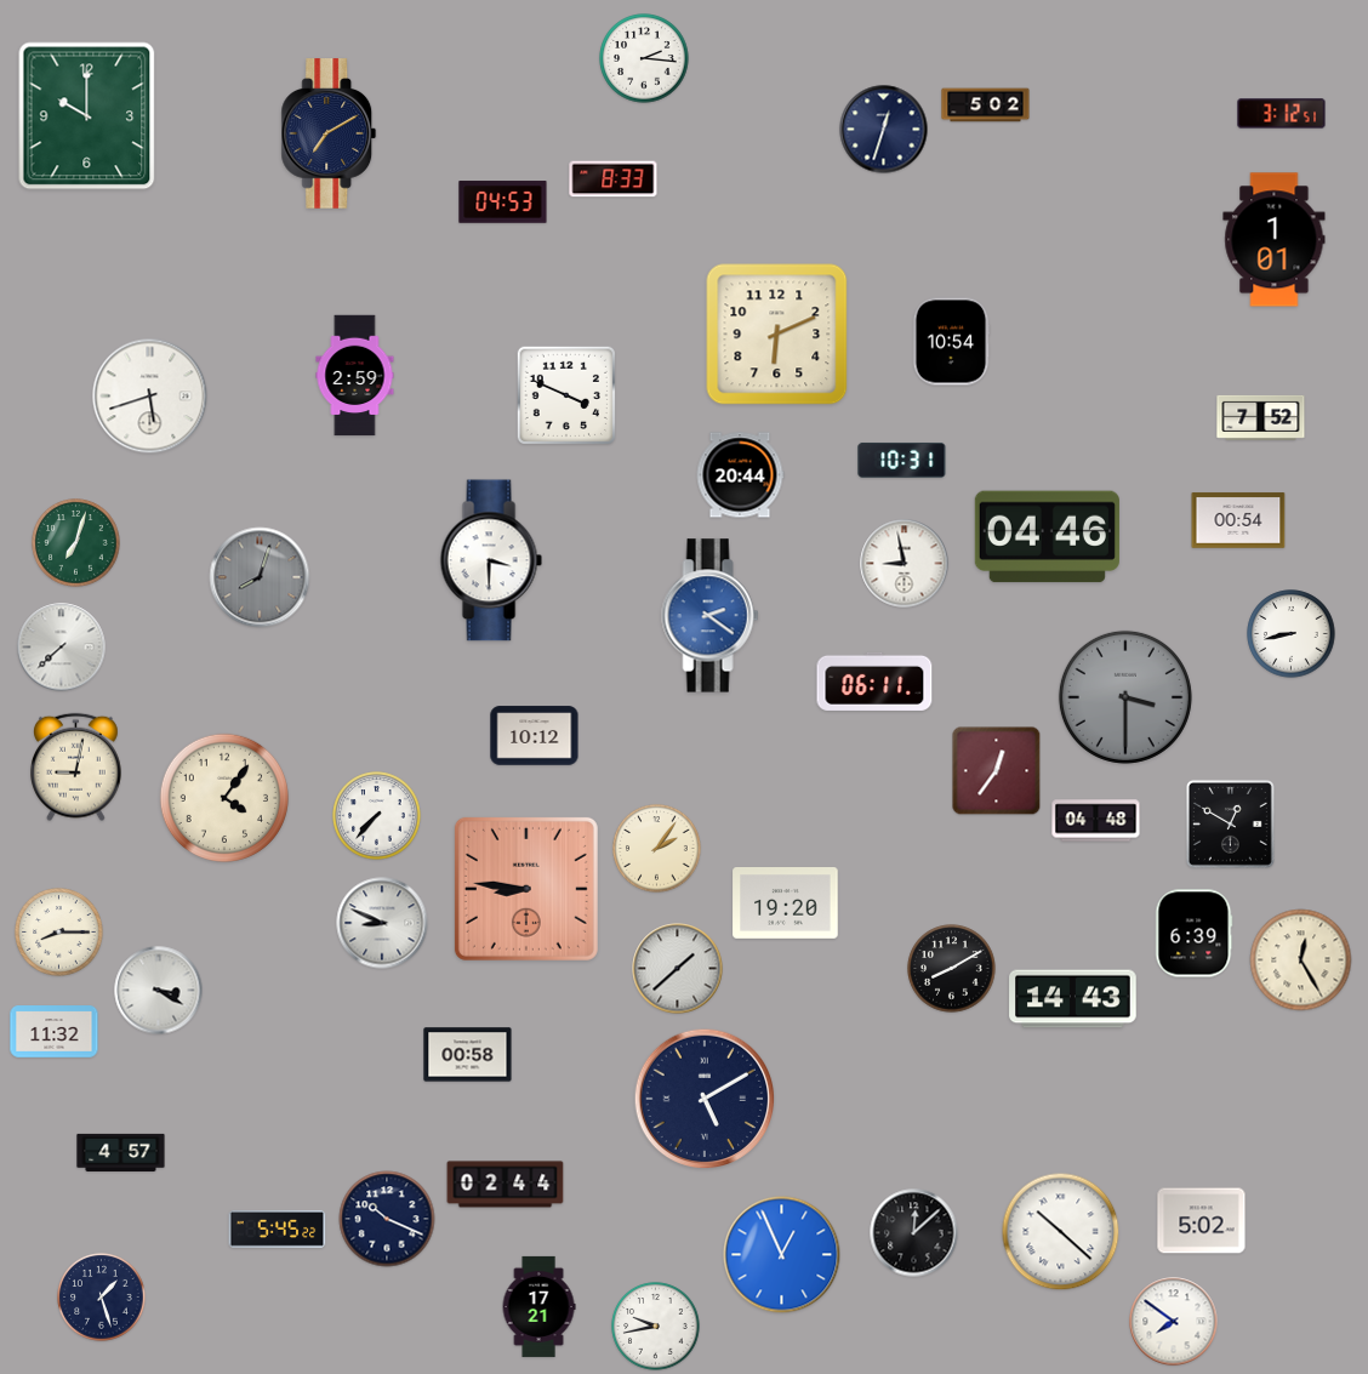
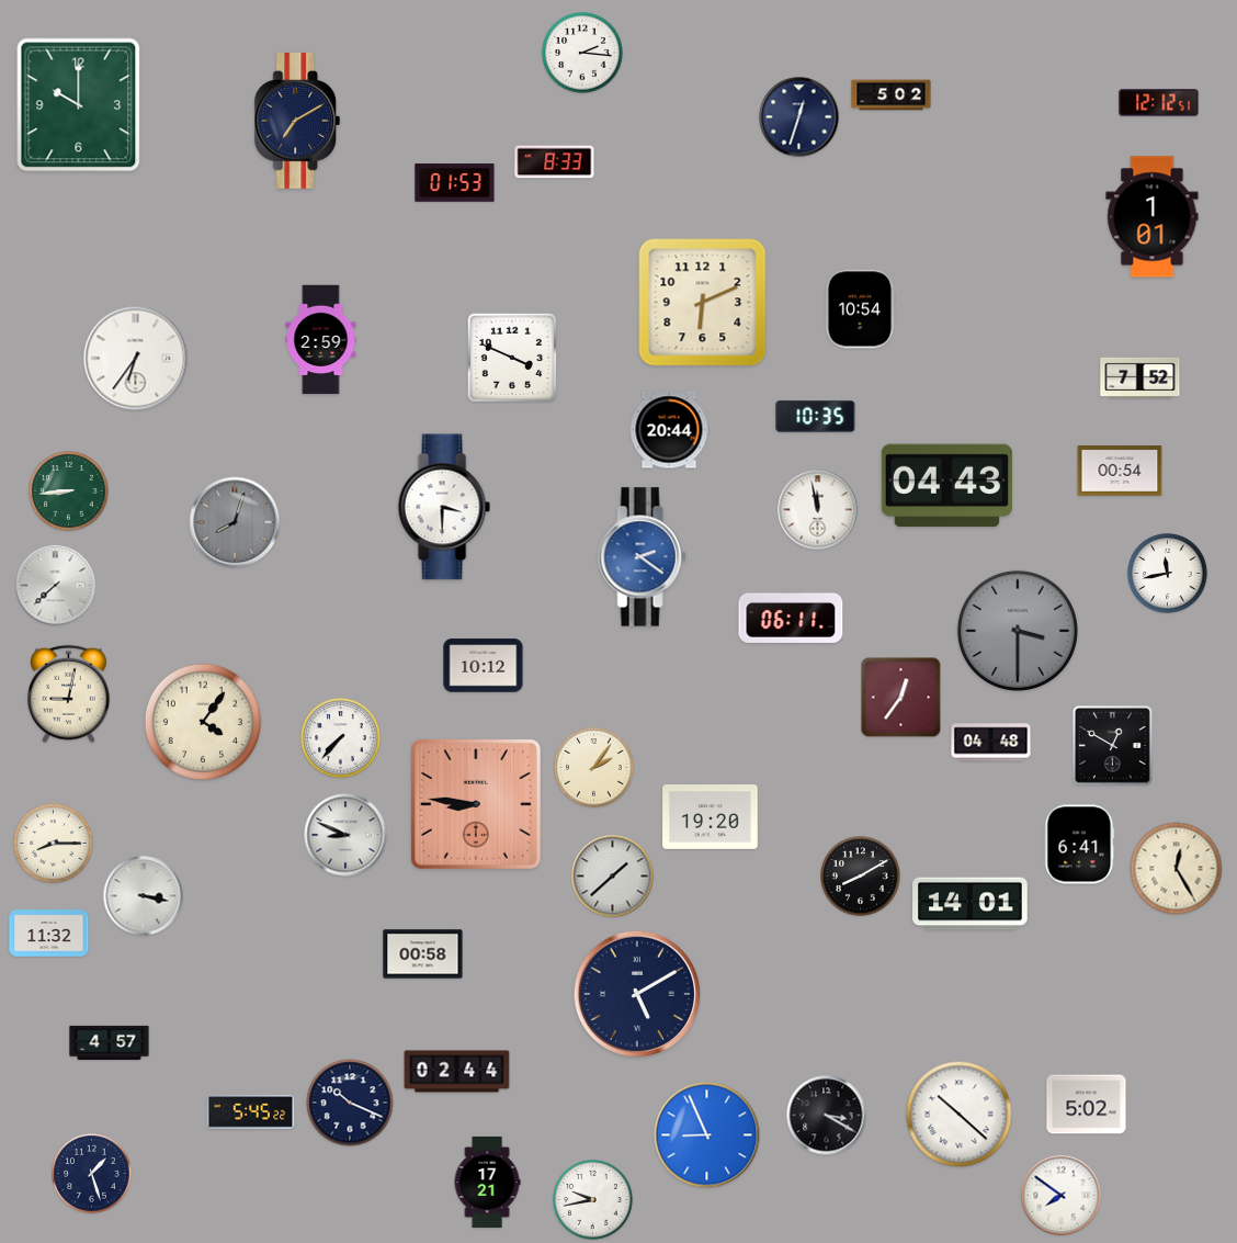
clock at (1282, 114): 3:12 -> 12:12
clock at (503, 203): 04:53 -> 01:53
clock at (150, 397): 5:42 -> 6:36
clock at (902, 460): 10:31 -> 10:35
clock at (1047, 537): 04:46 -> 04:43
clock at (76, 543): 7:03 -> 8:44
clock at (905, 564): 8:58 -> 11:58
clock at (1292, 634): 8:43 -> 11:43
clock at (1195, 934): 6:39 -> 6:41
clock at (159, 991): 3:20 -> 3:17
clock at (1073, 999): 14:43 -> 14:01
clock at (914, 1233): 12:08 -> 3:20
clock at (782, 1255): 12:56 -> 8:56
